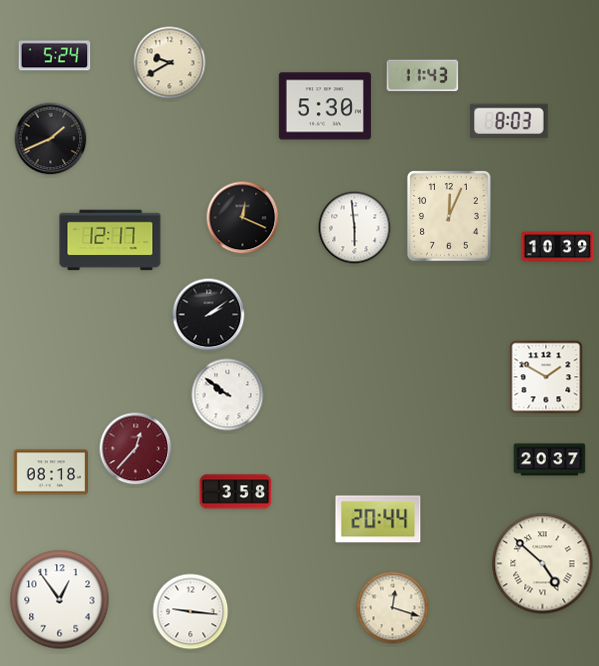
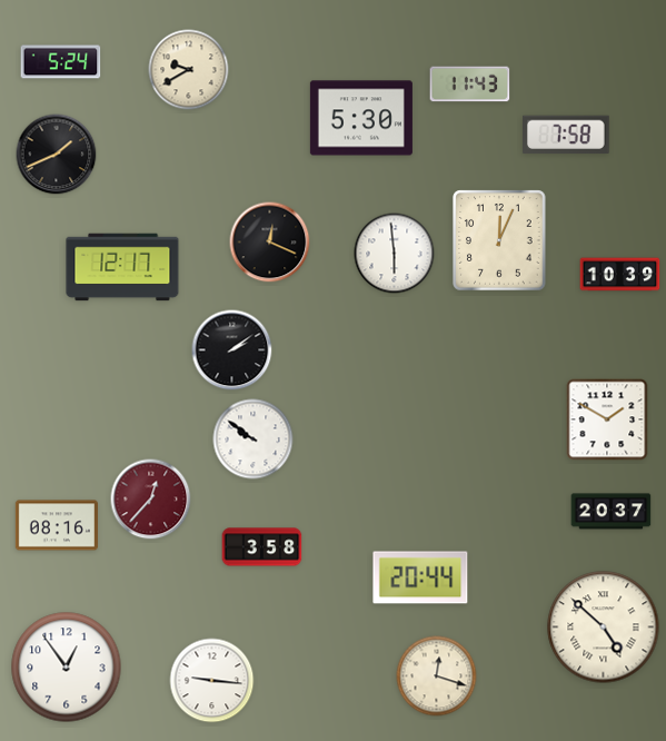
clock at (510, 121): 8:03 -> 7:58
clock at (50, 472): 08:18 -> 08:16
